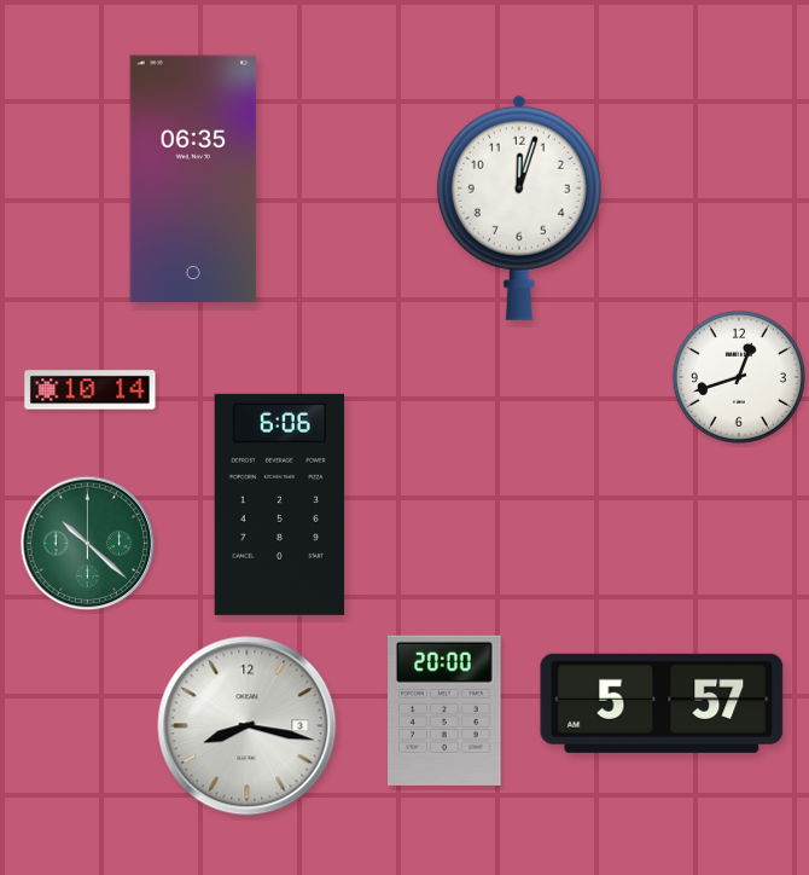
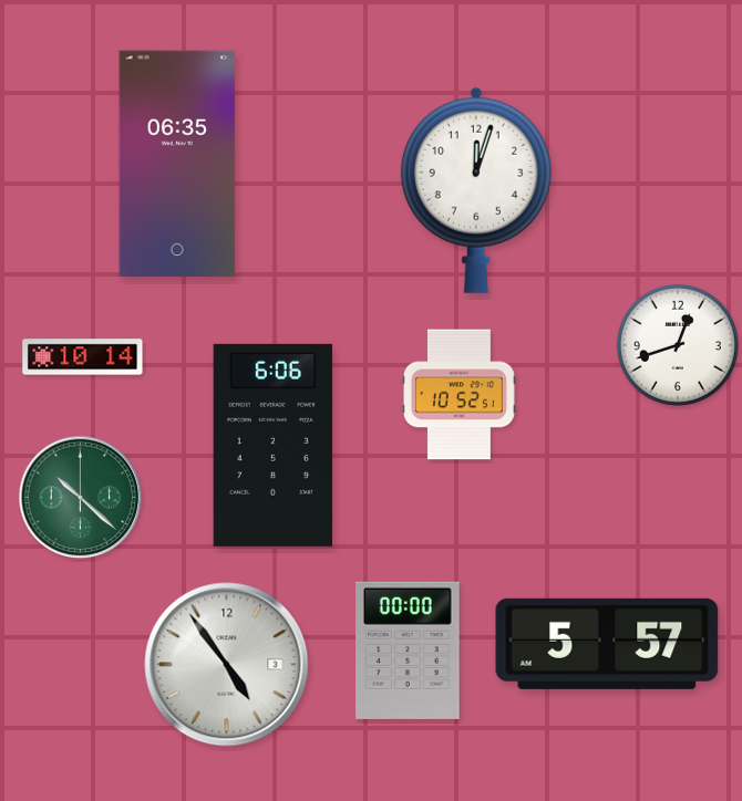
clock at (458, 395): none -> 10:52
clock at (280, 504) position: (280, 504) -> (274, 445)
clock at (444, 711): 20:00 -> 00:00
clock at (248, 726): 8:17 -> 4:54
